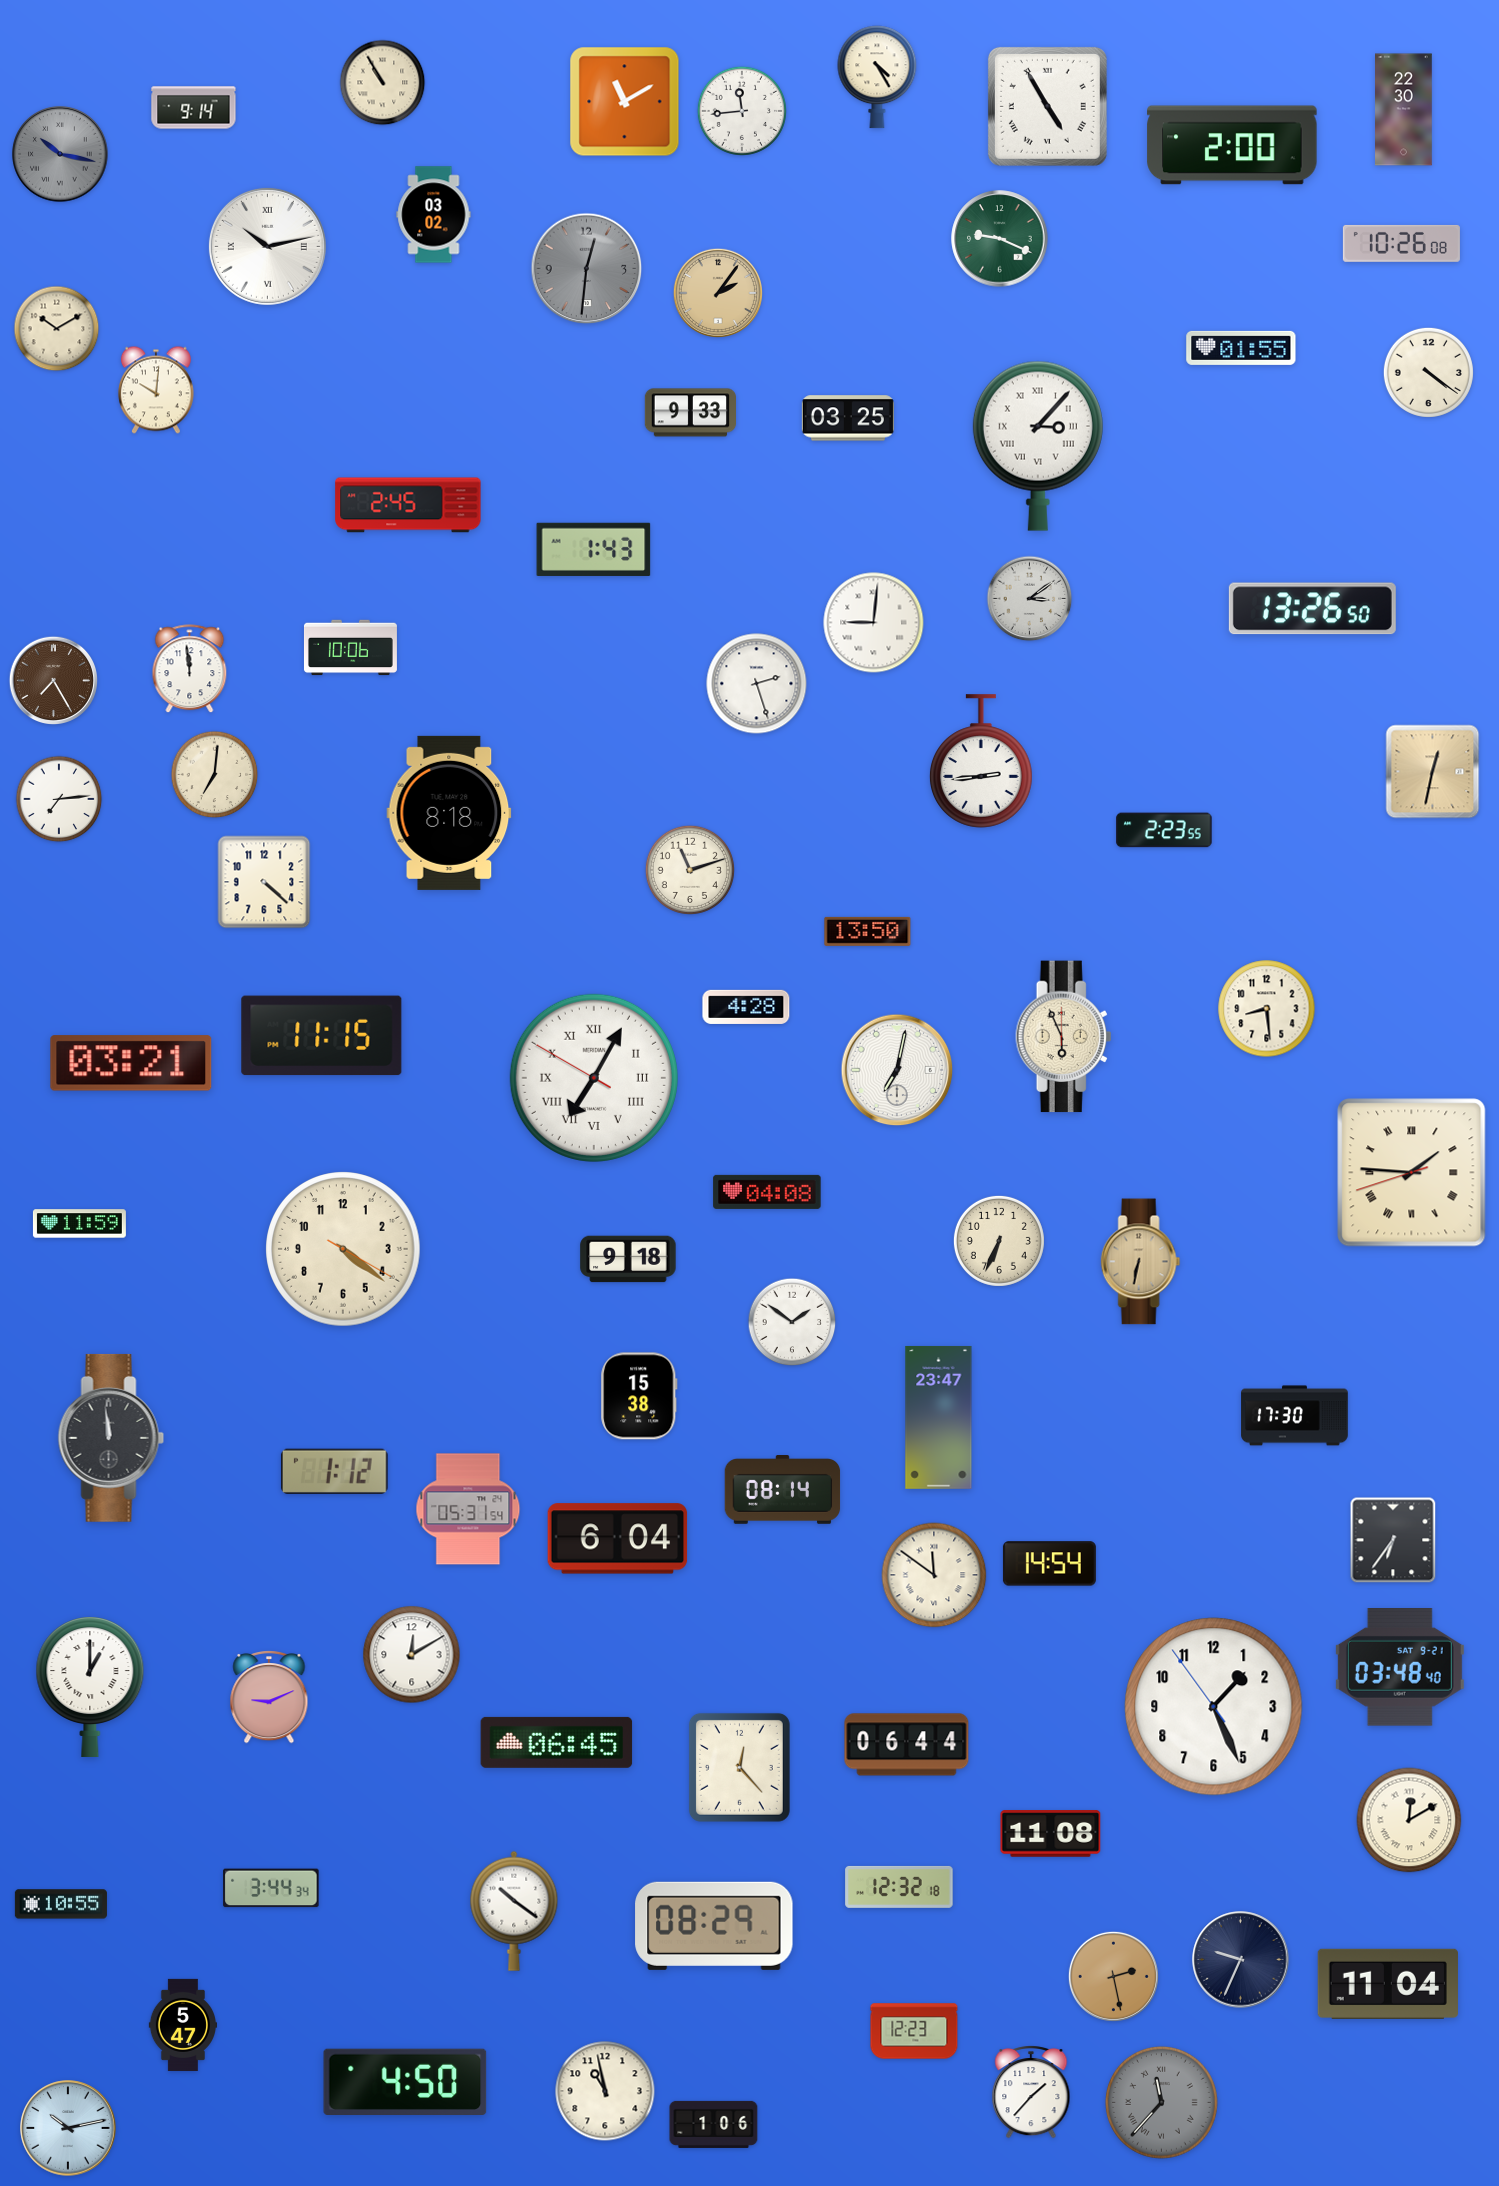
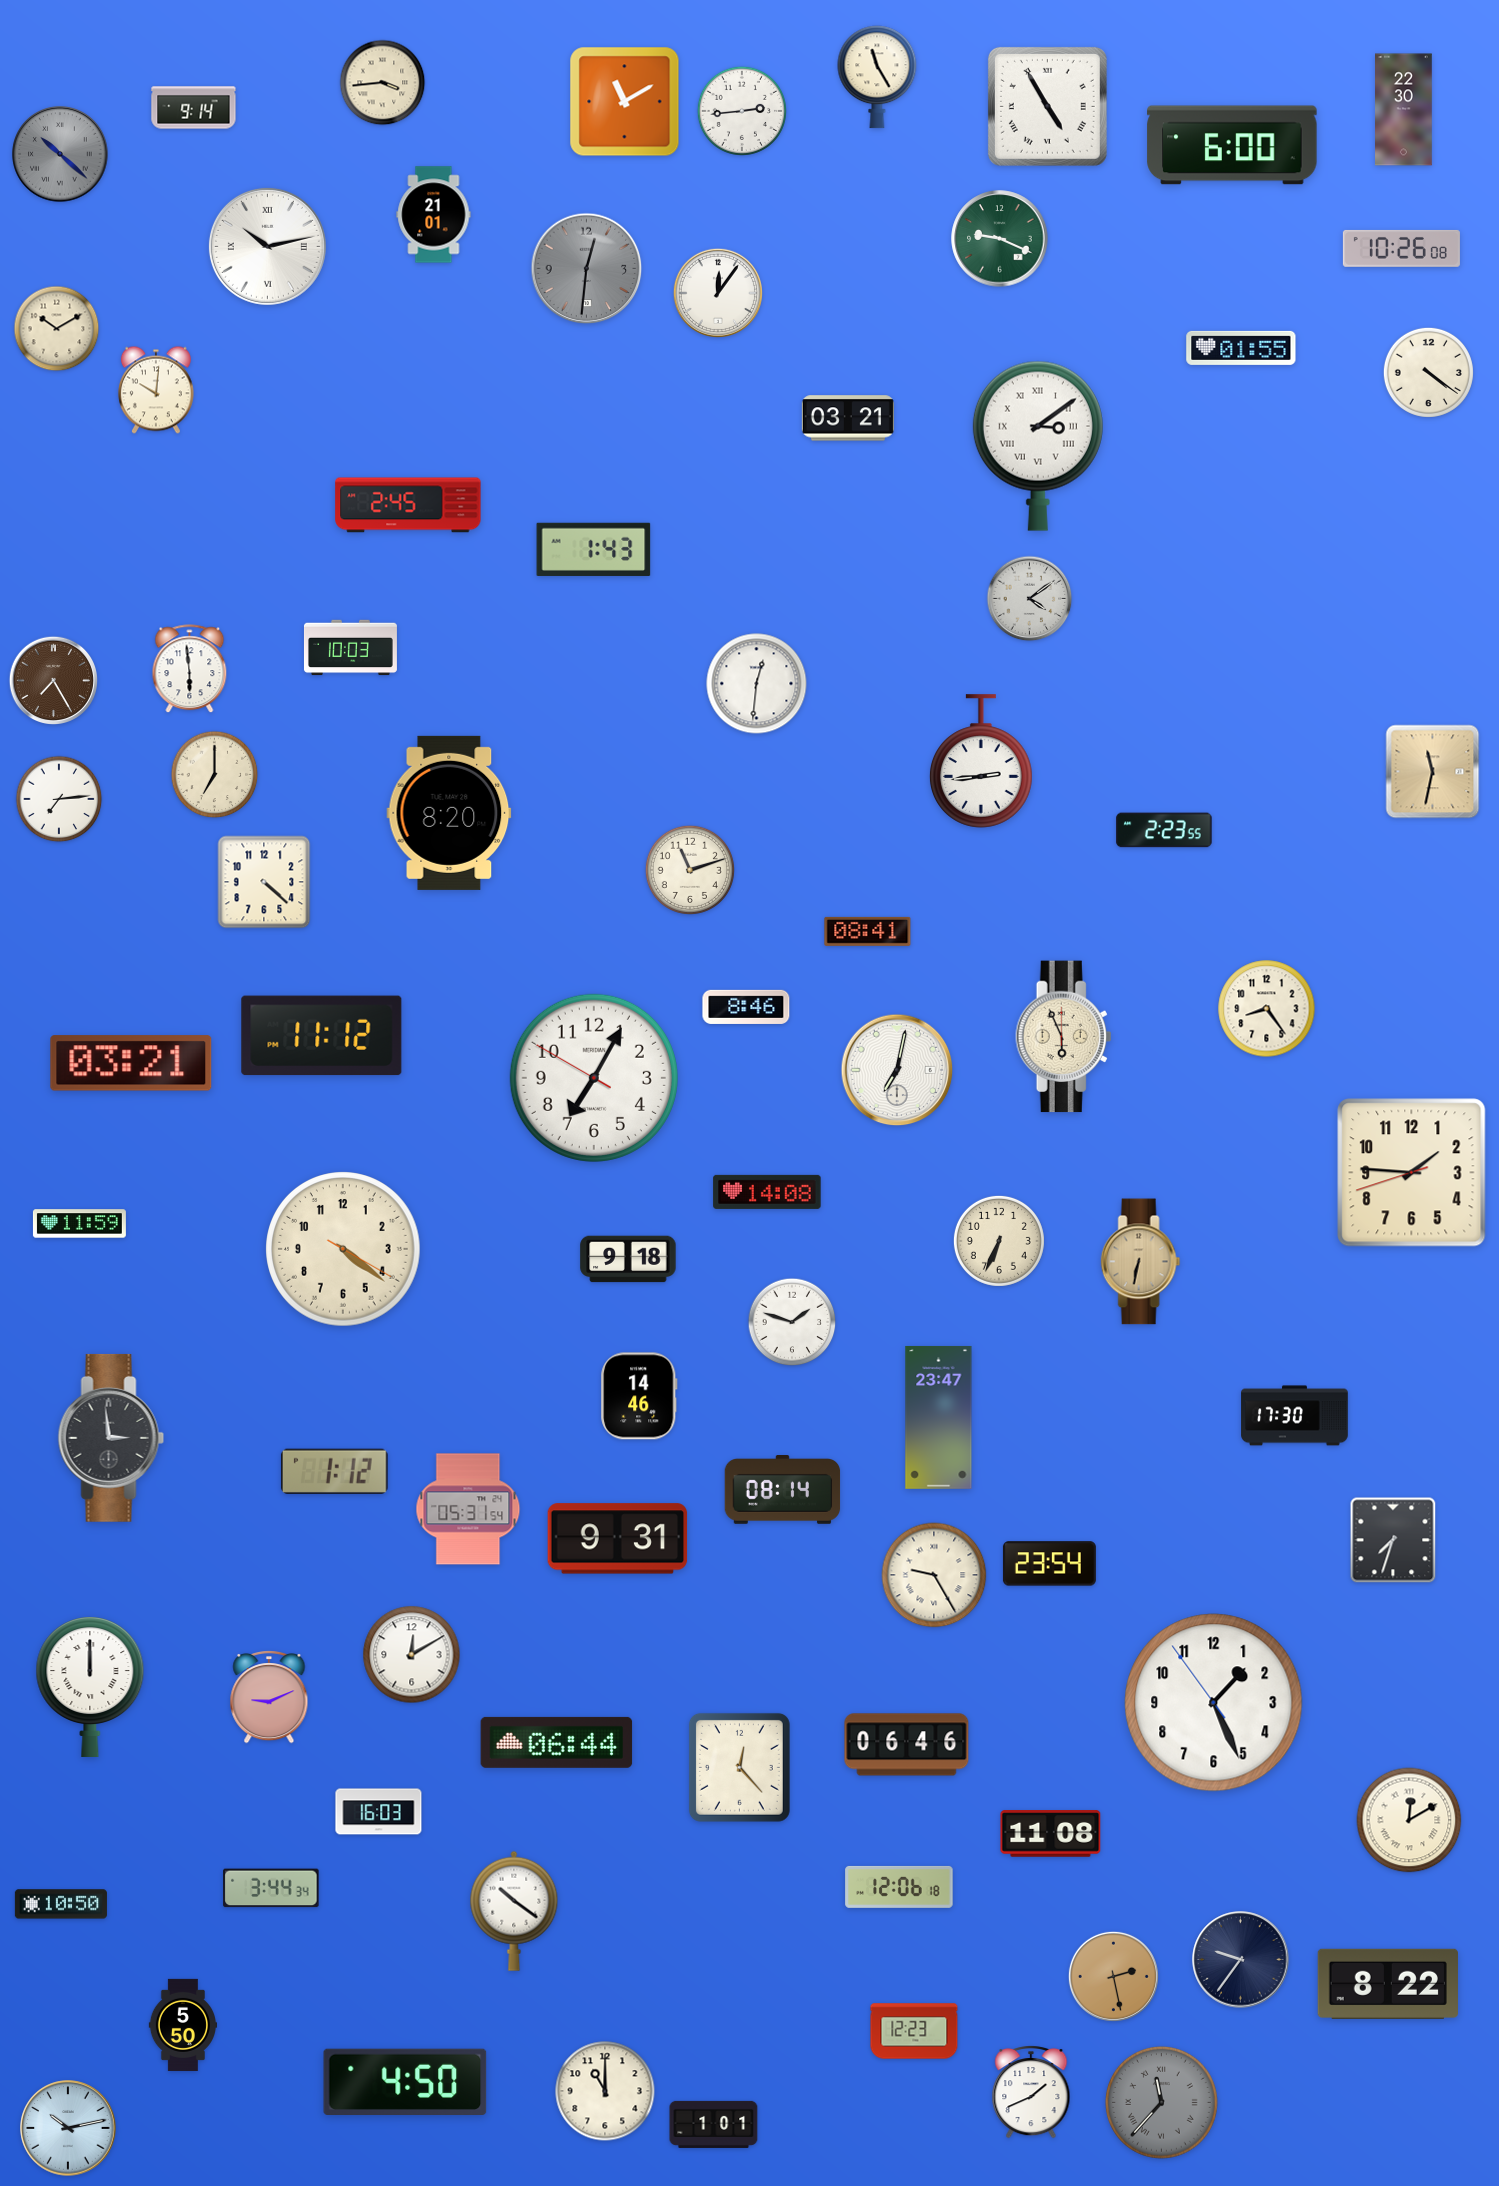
clock at (877, 77): 4:25 -> 11:25
clock at (383, 83): 10:55 -> 3:44
clock at (742, 111): 11:44 -> 2:44
clock at (1232, 145): 2:00 -> 6:00
clock at (60, 154): 10:17 -> 10:22
clock at (434, 215): 03:02 -> 21:01
clock at (1401, 243) position: (1401, 243) -> (1401, 248)
clock at (718, 293): 2:06 -> 12:06
clock at (718, 293) dial: champagne -> white
clock at (690, 413): 9:33 -> none
clock at (848, 418): 03:25 -> 03:21
clock at (1038, 446): 3:07 -> 3:09
clock at (1030, 599): 3:09 -> 4:09
clock at (1312, 609): 13:26 -> none
clock at (874, 623): 9:01 -> none
clock at (350, 648): 10:06 -> 10:03
clock at (190, 669): 11:59 -> 5:59
clock at (757, 684): 2:27 -> 12:31
clock at (1433, 772): 12:32 -> 11:32
clock at (215, 775): 7:01 -> 7:00
clock at (449, 813): 8:18 -> 8:20
clock at (868, 931): 13:50 -> 08:41
clock at (746, 1007): 4:28 -> 8:46
clock at (1267, 1009): 8:29 -> 8:24
clock at (322, 1036): 11:15 -> 11:12
clock at (594, 1078) numerals: Roman -> Arabic
clock at (1412, 1173) numerals: Roman -> Arabic
clock at (767, 1192): 04:08 -> 14:08
clock at (792, 1322): 1:51 -> 1:48
clock at (639, 1396): 15:38 -> 14:46
clock at (111, 1438): 11:59 -> 2:59
clock at (618, 1539): 6:04 -> 9:31
clock at (1393, 1540): 6:36 -> 7:33
clock at (1049, 1564): 14:54 -> 23:54
clock at (934, 1575): 11:51 -> 9:25
clock at (1400, 1668): 03:48 -> none
clock at (90, 1687): 1:00 -> 12:00
clock at (1214, 1707) position: (1214, 1707) -> (1214, 1703)
clock at (557, 1742): 06:45 -> 06:44
clock at (907, 1745): 06:44 -> 06:46
clock at (379, 1812): none -> 16:03
clock at (899, 1887): 12:32 -> 12:06
clock at (61, 1904): 10:55 -> 10:50
clock at (714, 1926): 08:29 -> none
clock at (1241, 1960): 9:34 -> 9:36
clock at (1388, 1984): 11:04 -> 8:22
clock at (182, 2025): 5:47 -> 5:50
clock at (605, 2091): 10:58 -> 11:00
clock at (1031, 2093): 1:37 -> 1:41
clock at (714, 2124): 1:06 -> 1:01
